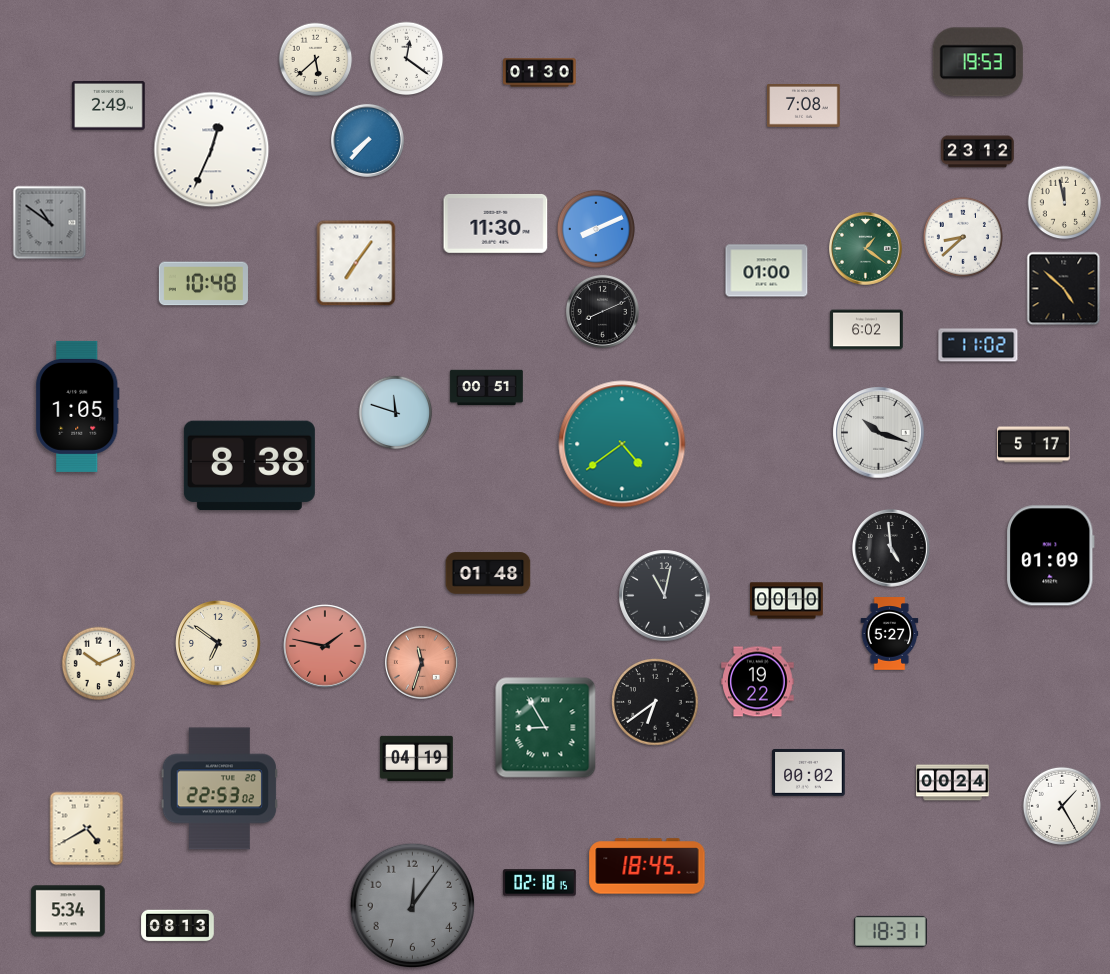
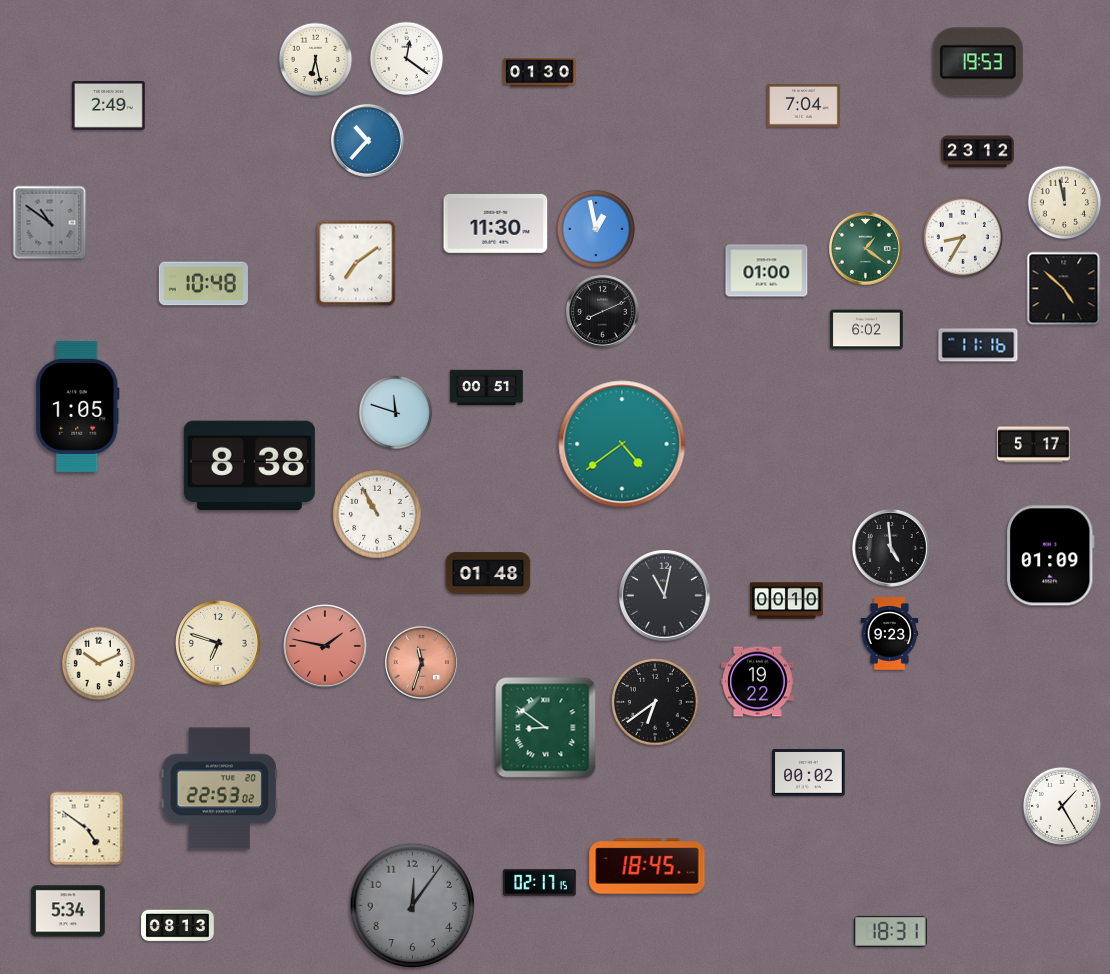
clock at (316, 60): 5:38 -> 6:28
clock at (804, 106): 7:08 -> 7:04
clock at (367, 140): 7:37 -> 10:37
clock at (212, 150): 12:34 -> none
clock at (596, 229): 8:11 -> 12:58
clock at (963, 237): 8:38 -> 8:35
clock at (356, 263): 7:06 -> 7:09
clock at (978, 345): 11:02 -> 11:16
clock at (879, 433): 10:18 -> none
clock at (377, 514): none -> 10:55
clock at (890, 634): 5:27 -> 9:23
clock at (218, 643): 6:51 -> 6:48
clock at (546, 728): 8:55 -> 8:51
clock at (417, 758): 04:19 -> none
clock at (953, 783): 00:24 -> none
clock at (87, 829): 4:40 -> 4:51
clock at (540, 883): 02:18 -> 02:17
